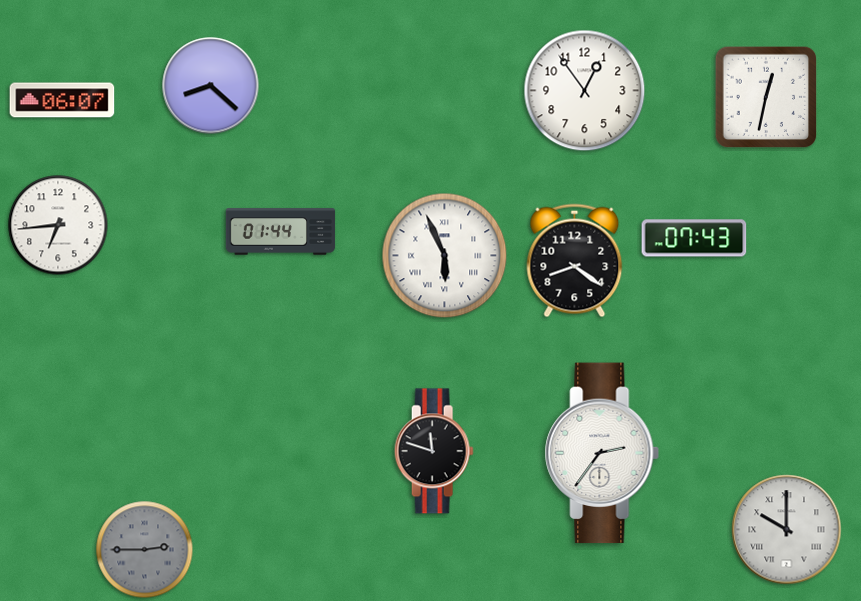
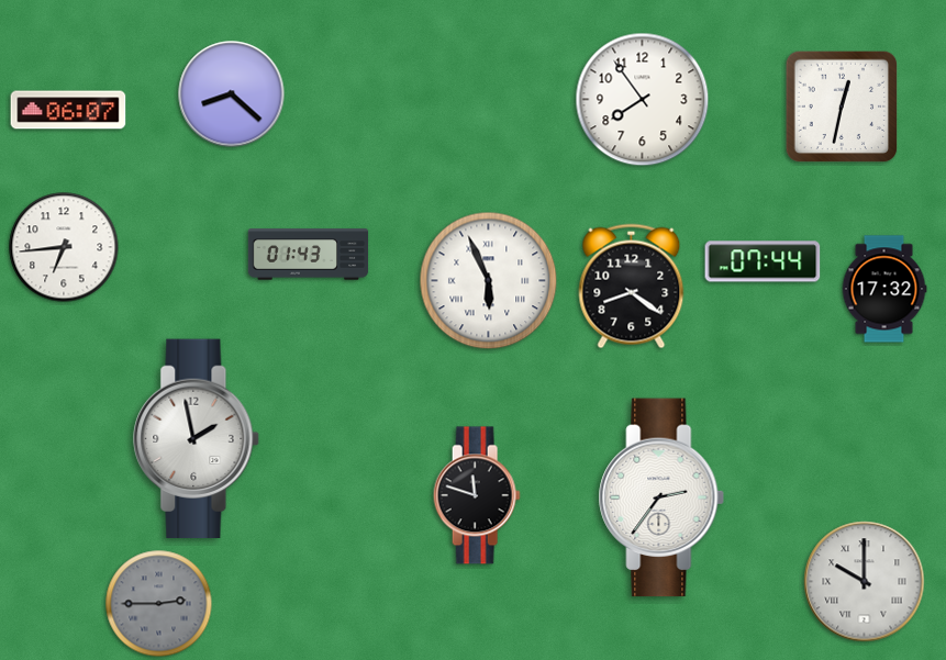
clock at (585, 91): 12:54 -> 7:54
clock at (281, 232): 01:44 -> 01:43
clock at (694, 238): 07:43 -> 07:44
clock at (884, 289): none -> 17:32
clock at (197, 439): none -> 1:58
